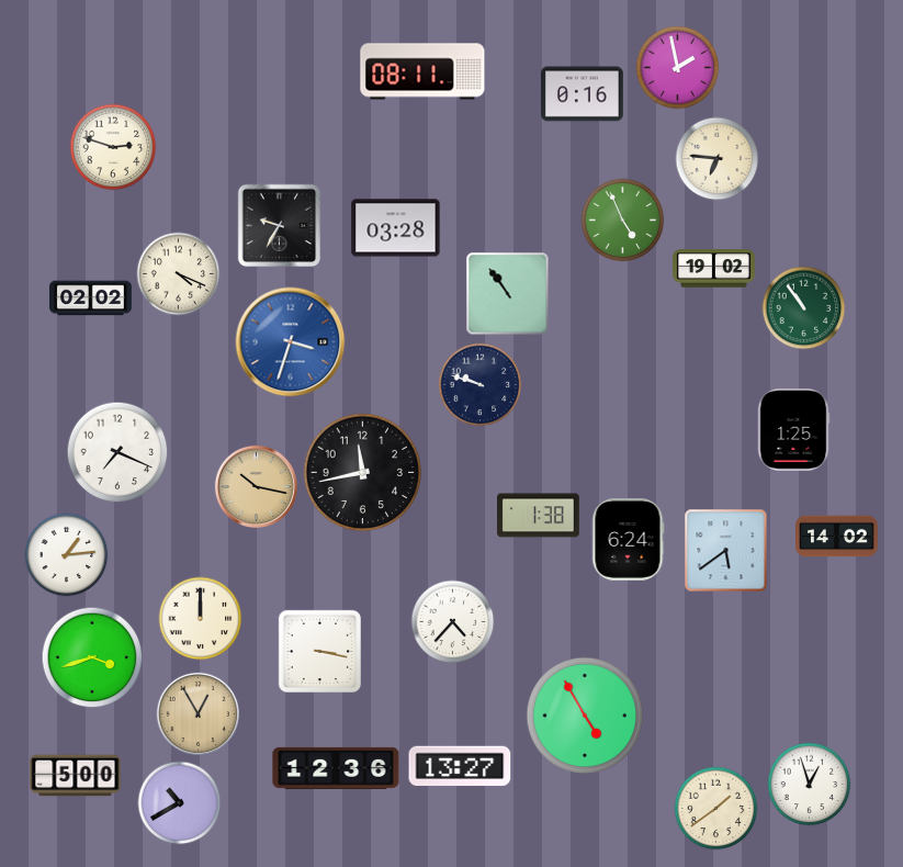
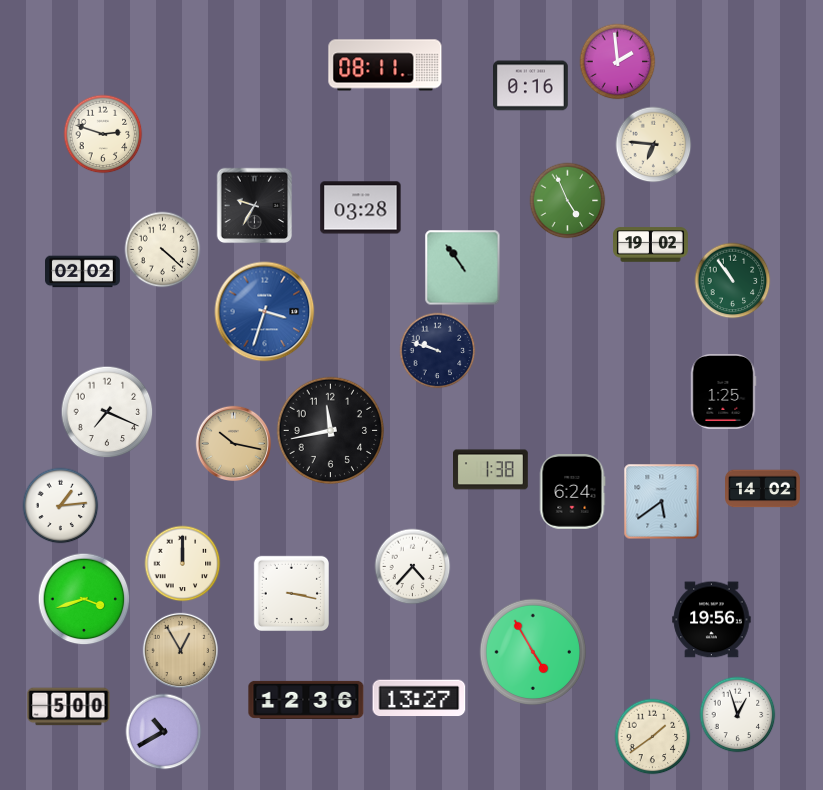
clock at (678, 68): 1:58 -> 1:59
clock at (179, 274): 4:19 -> 4:22
clock at (712, 620): none -> 19:56
